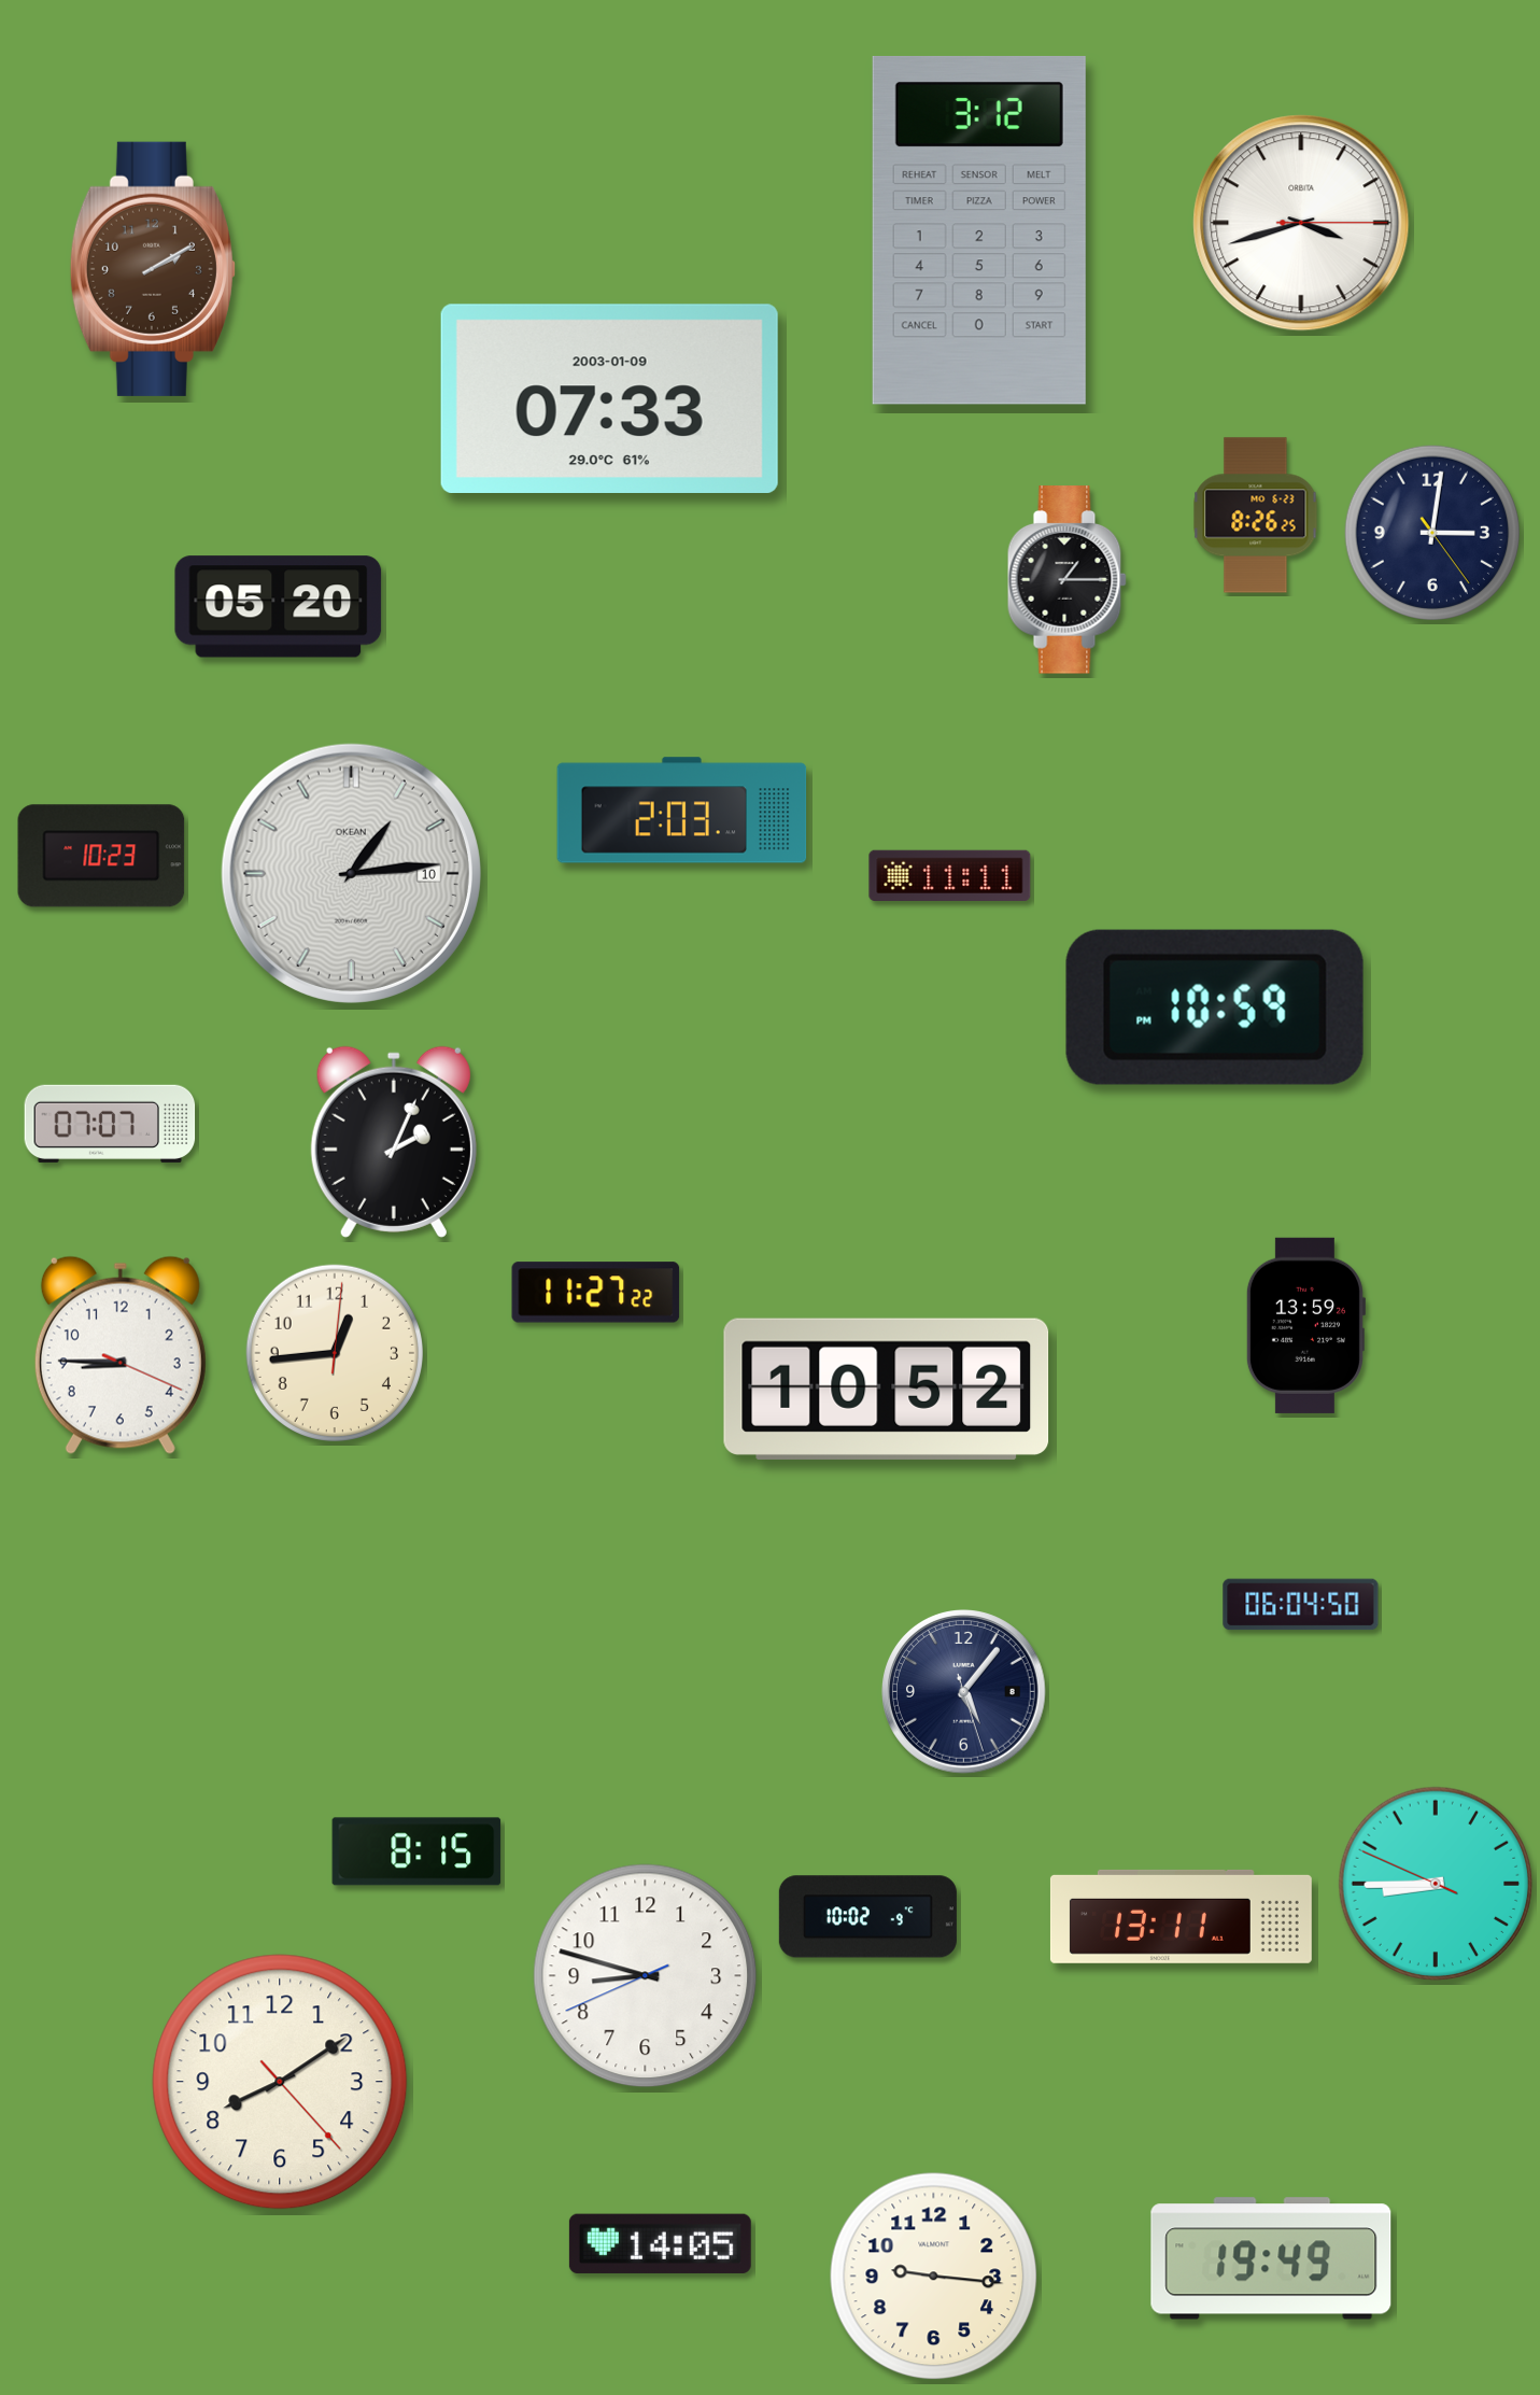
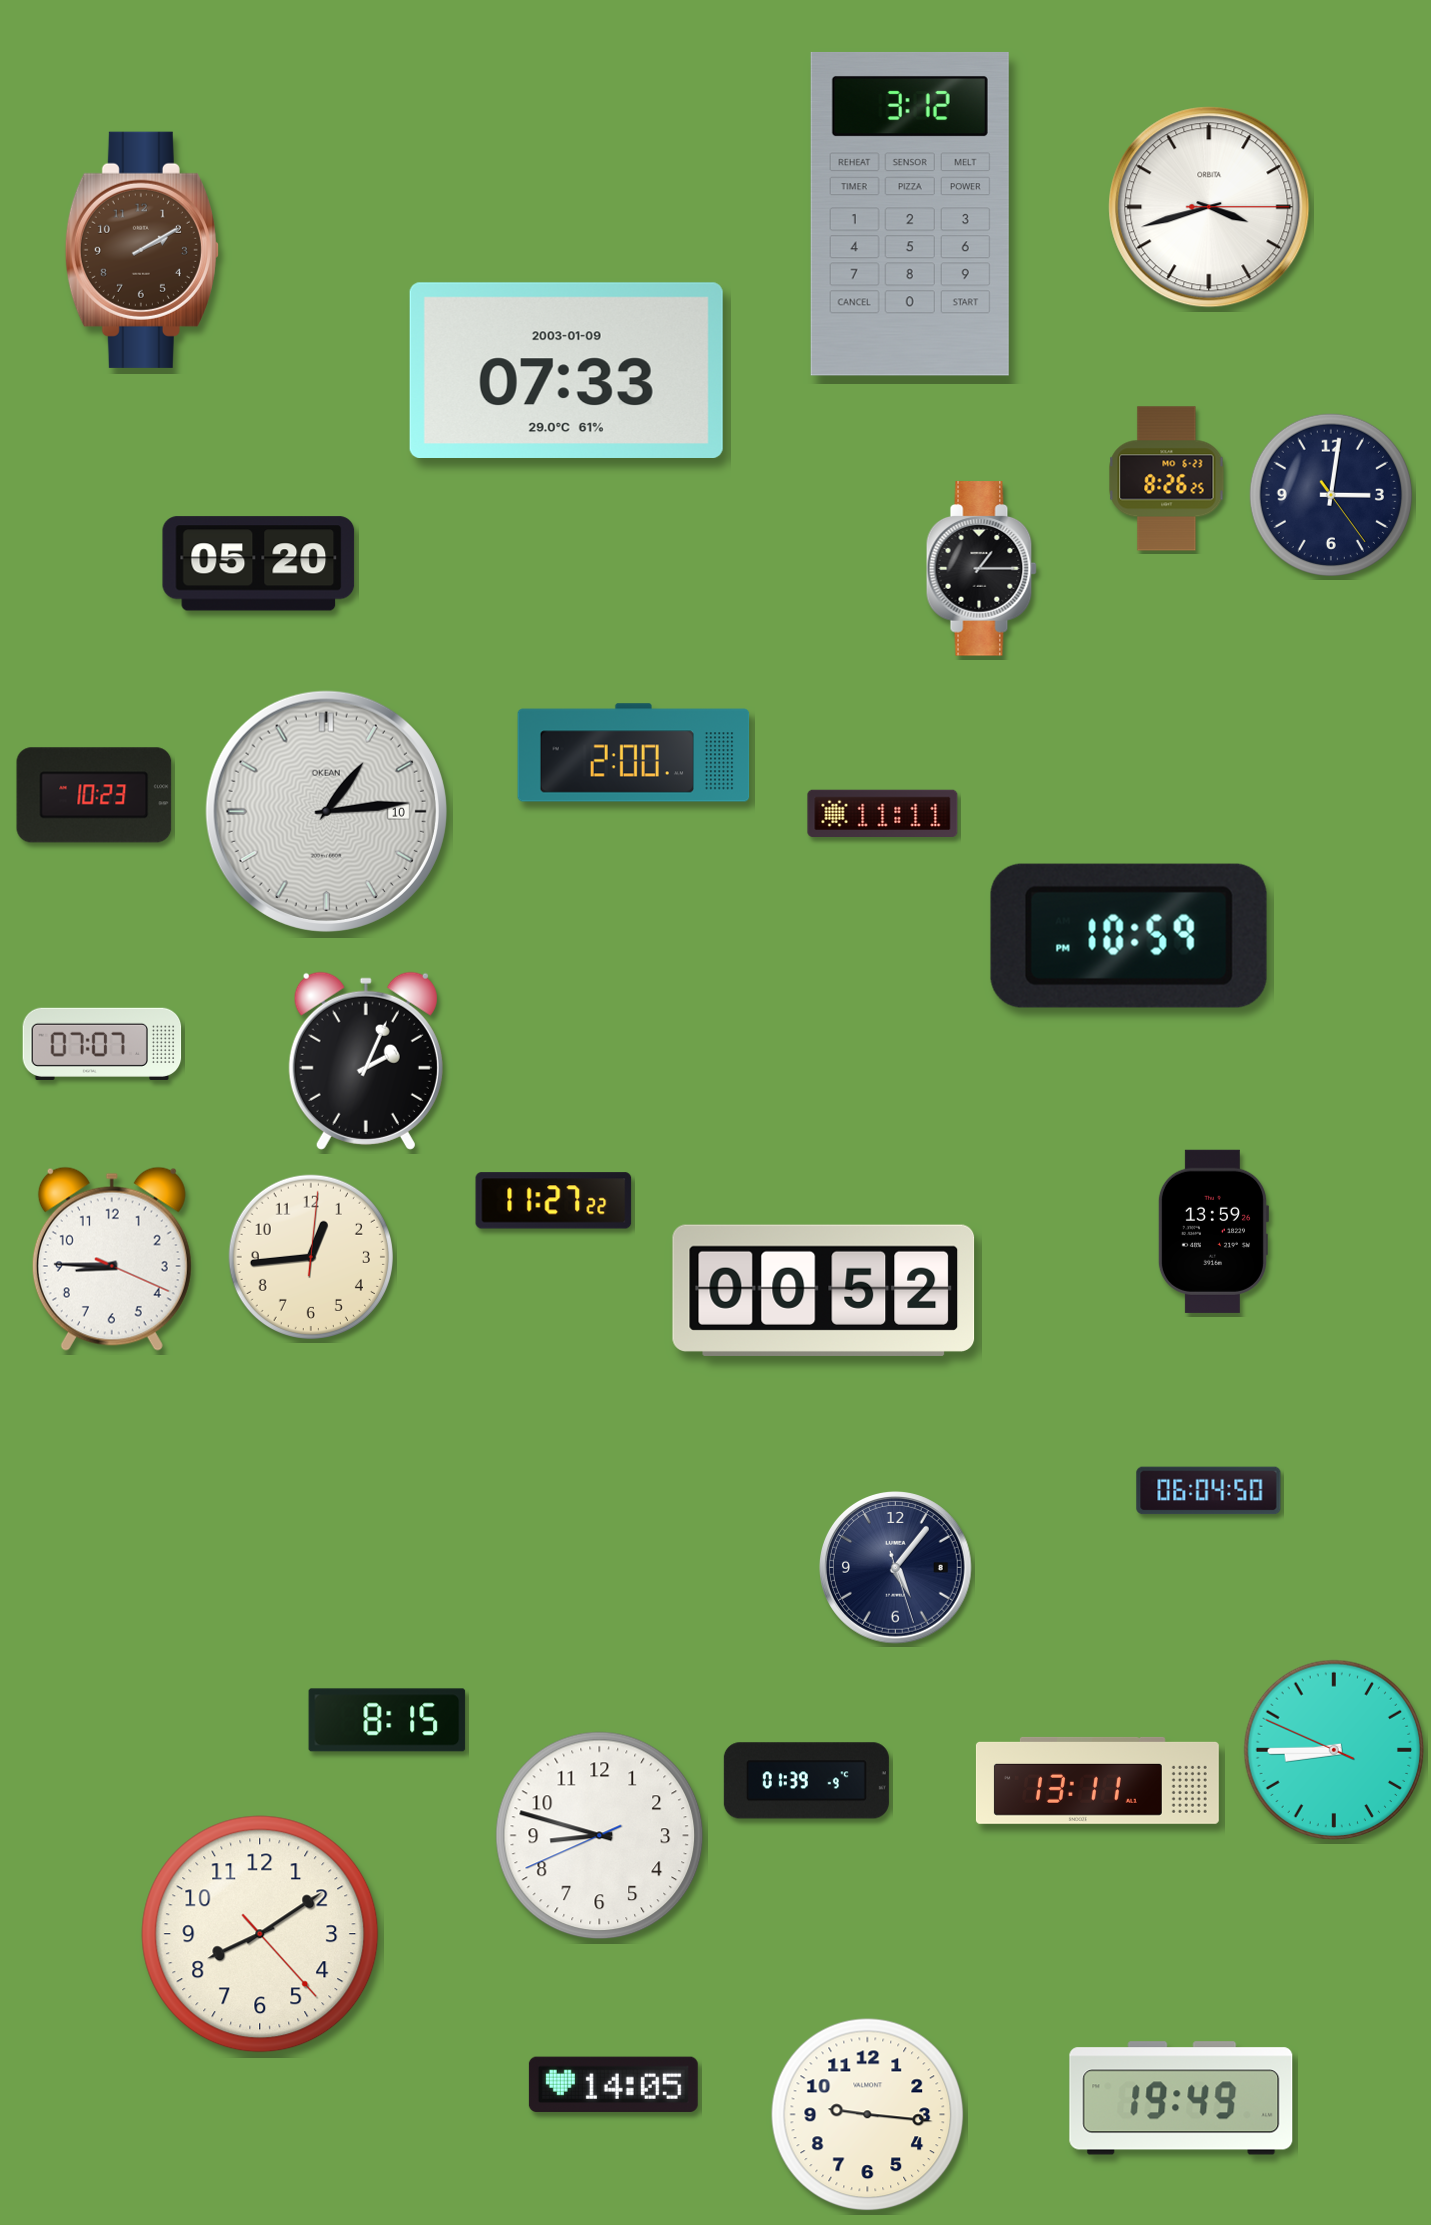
clock at (1066, 580) position: (1066, 580) -> (981, 569)
clock at (682, 811): 2:03 -> 2:00
clock at (887, 1389): 10:52 -> 00:52
clock at (964, 1692) position: (964, 1692) -> (896, 1568)
clock at (867, 1917): 10:02 -> 01:39
